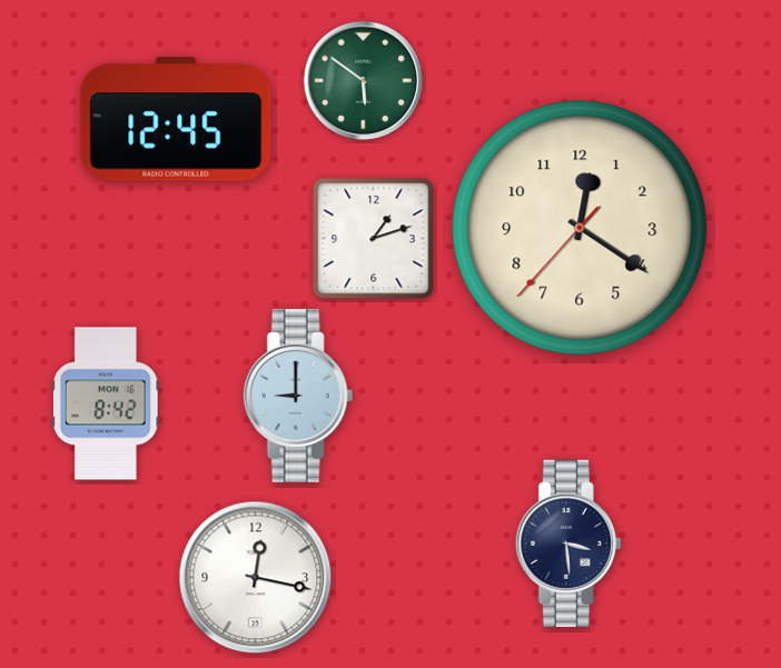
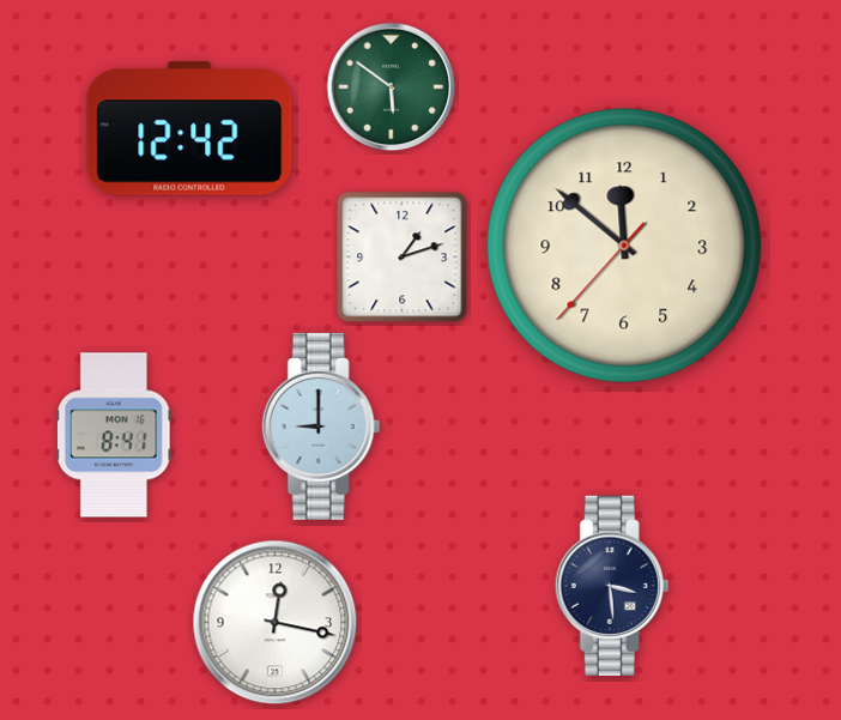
clock at (176, 119): 12:45 -> 12:42
clock at (580, 228): 12:20 -> 11:51
clock at (106, 403): 8:42 -> 8:41
